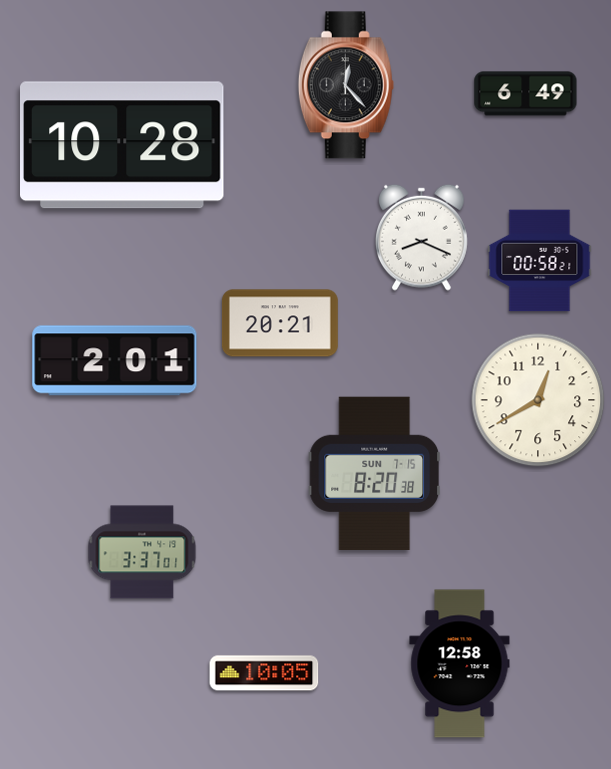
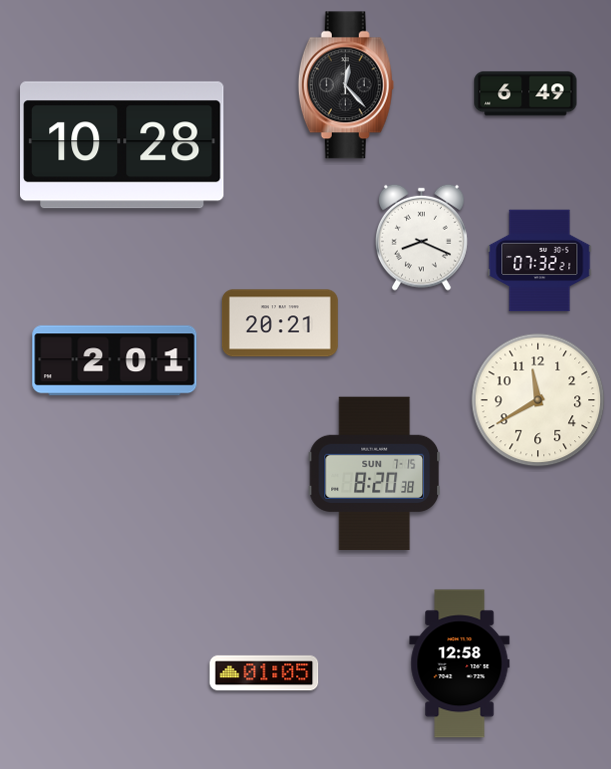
clock at (540, 261): 00:58 -> 07:32
clock at (538, 400): 12:40 -> 11:40
clock at (142, 552): 3:37 -> none
clock at (264, 673): 10:05 -> 01:05
